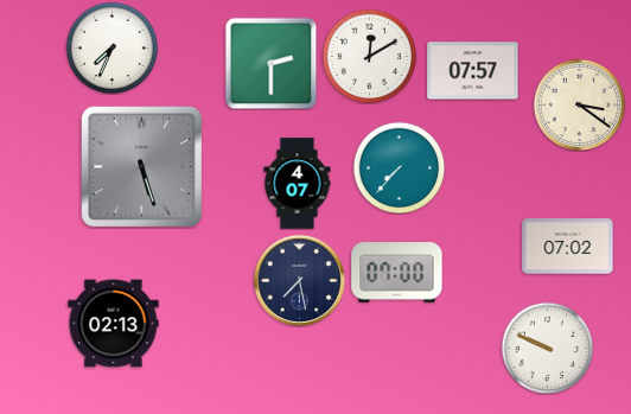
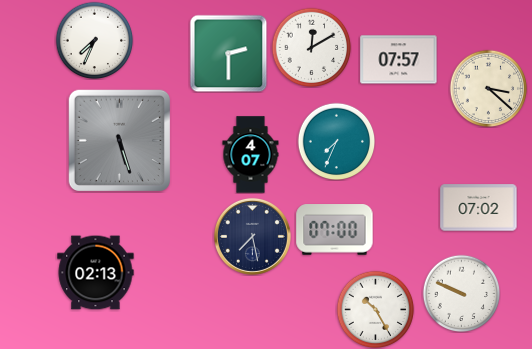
clock at (579, 104): 3:21 -> 3:22
clock at (399, 167): 7:37 -> 7:34
clock at (375, 309): none -> 10:25
